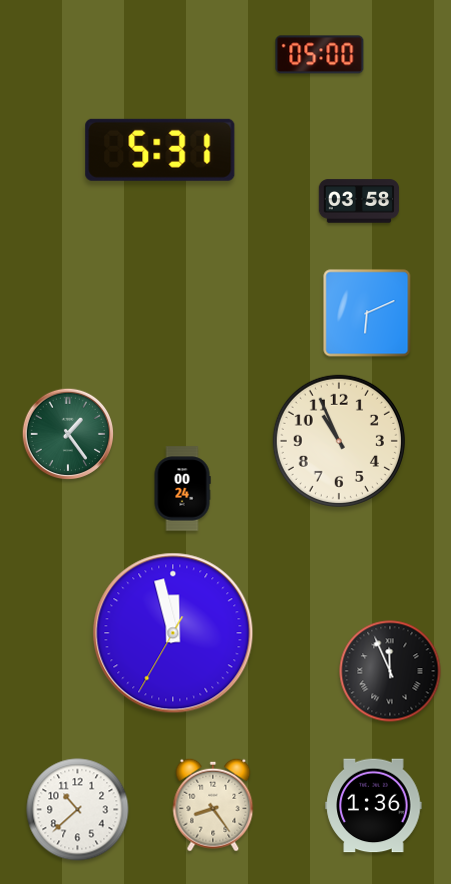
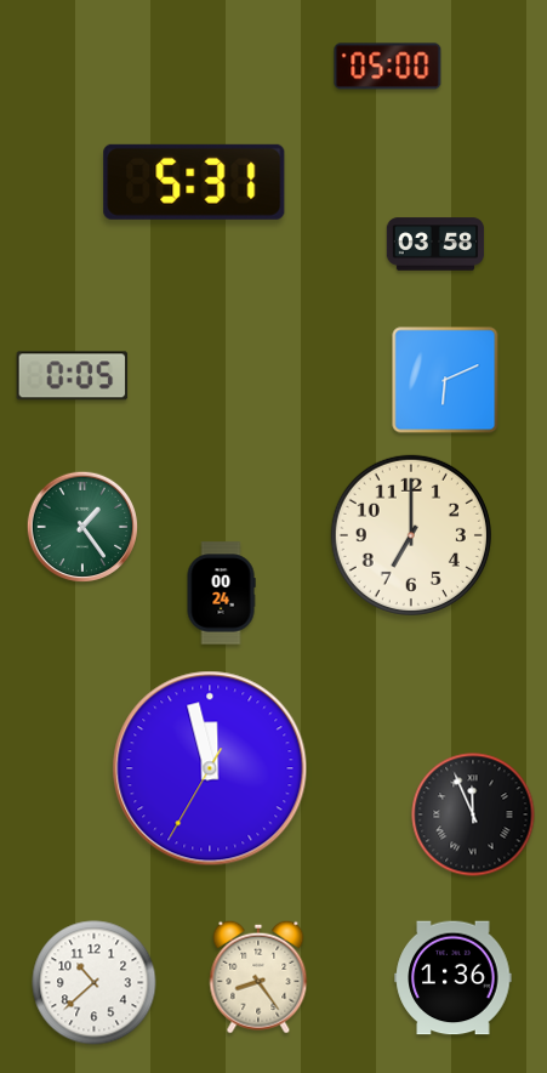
clock at (73, 376): none -> 0:05
clock at (339, 441): 10:56 -> 7:00
